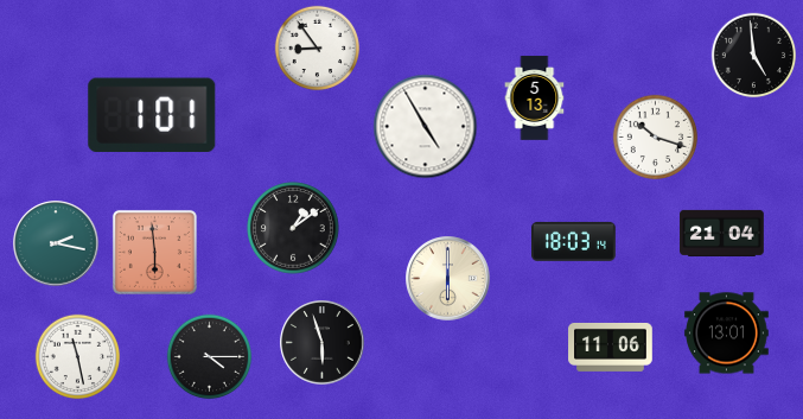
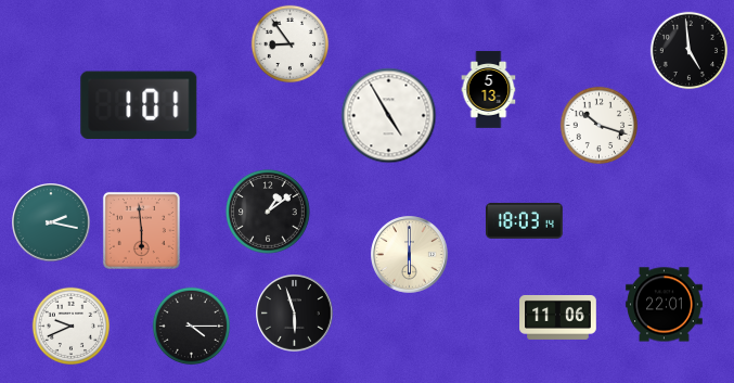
clock at (293, 228) position: (293, 228) -> (268, 212)
clock at (722, 233): 21:04 -> none
clock at (727, 334): 13:01 -> 22:01
clock at (78, 357): 11:28 -> 9:41
